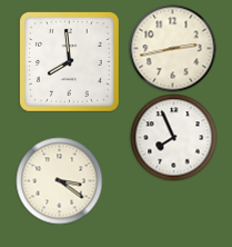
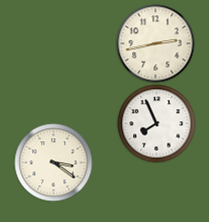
clock at (70, 62): 7:59 -> none
